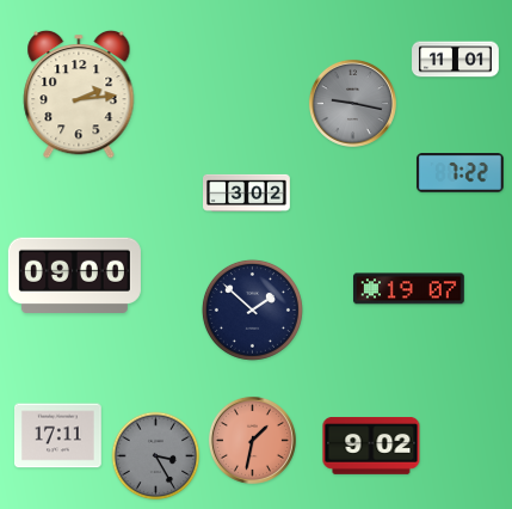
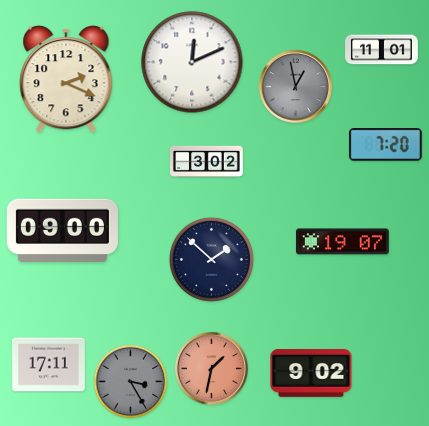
clock at (192, 62): none -> 12:11
clock at (79, 94): 2:14 -> 2:19
clock at (352, 103): 9:17 -> 12:58
clock at (459, 173): 7:22 -> 7:20
